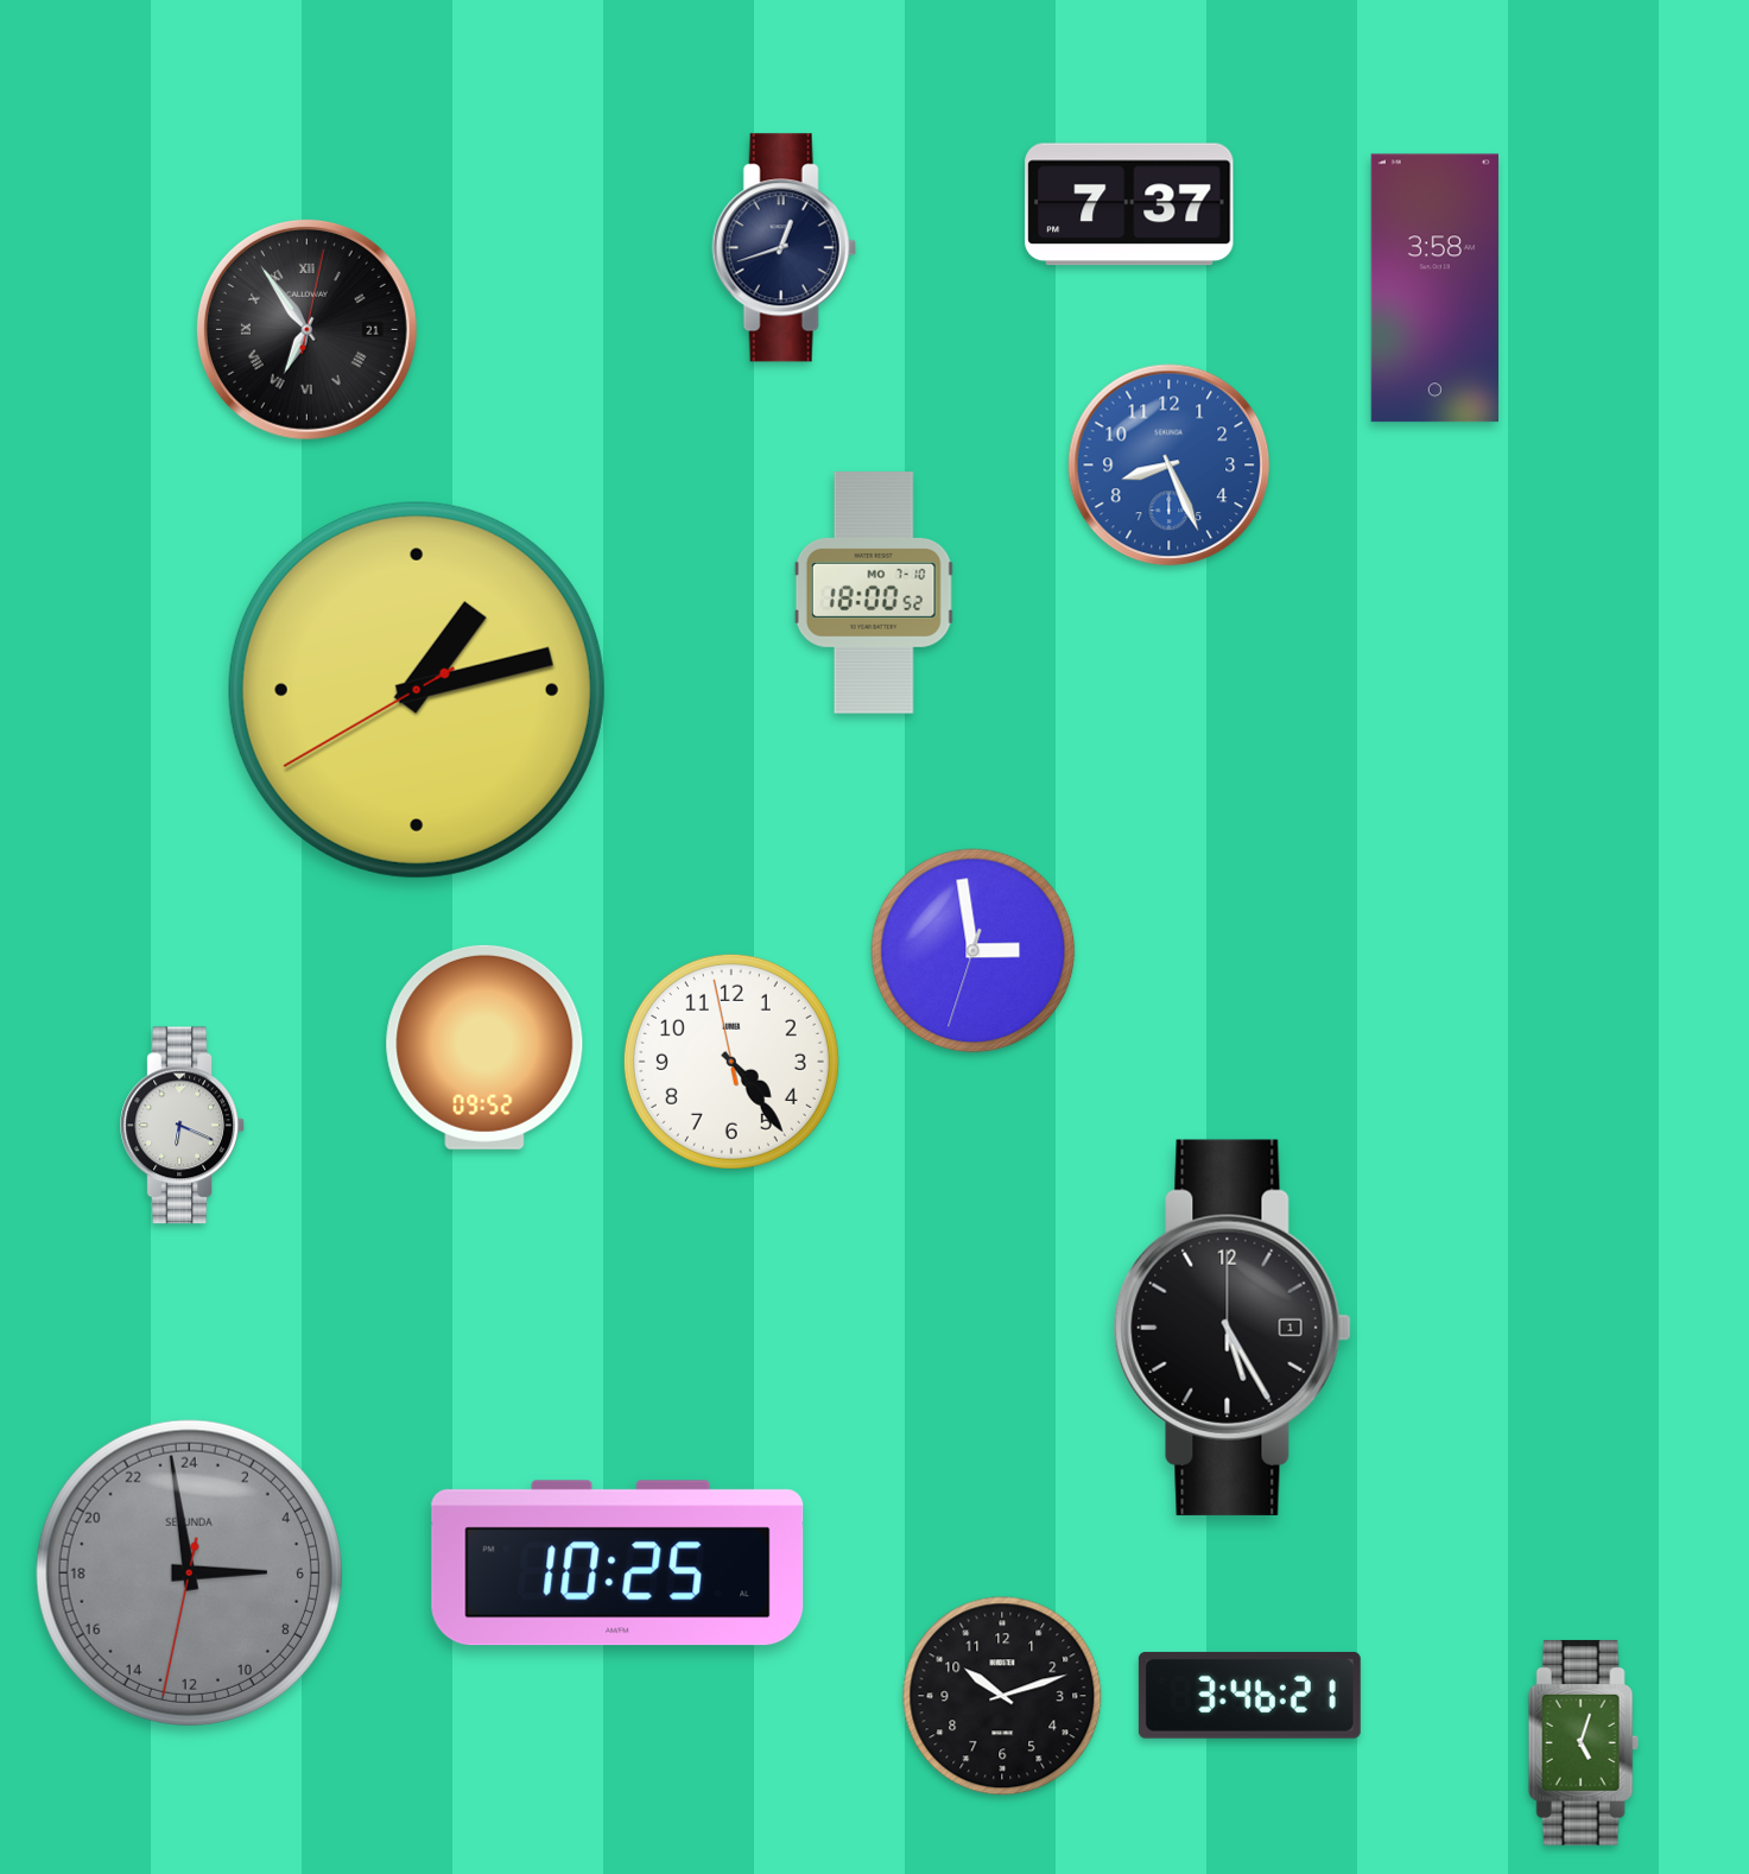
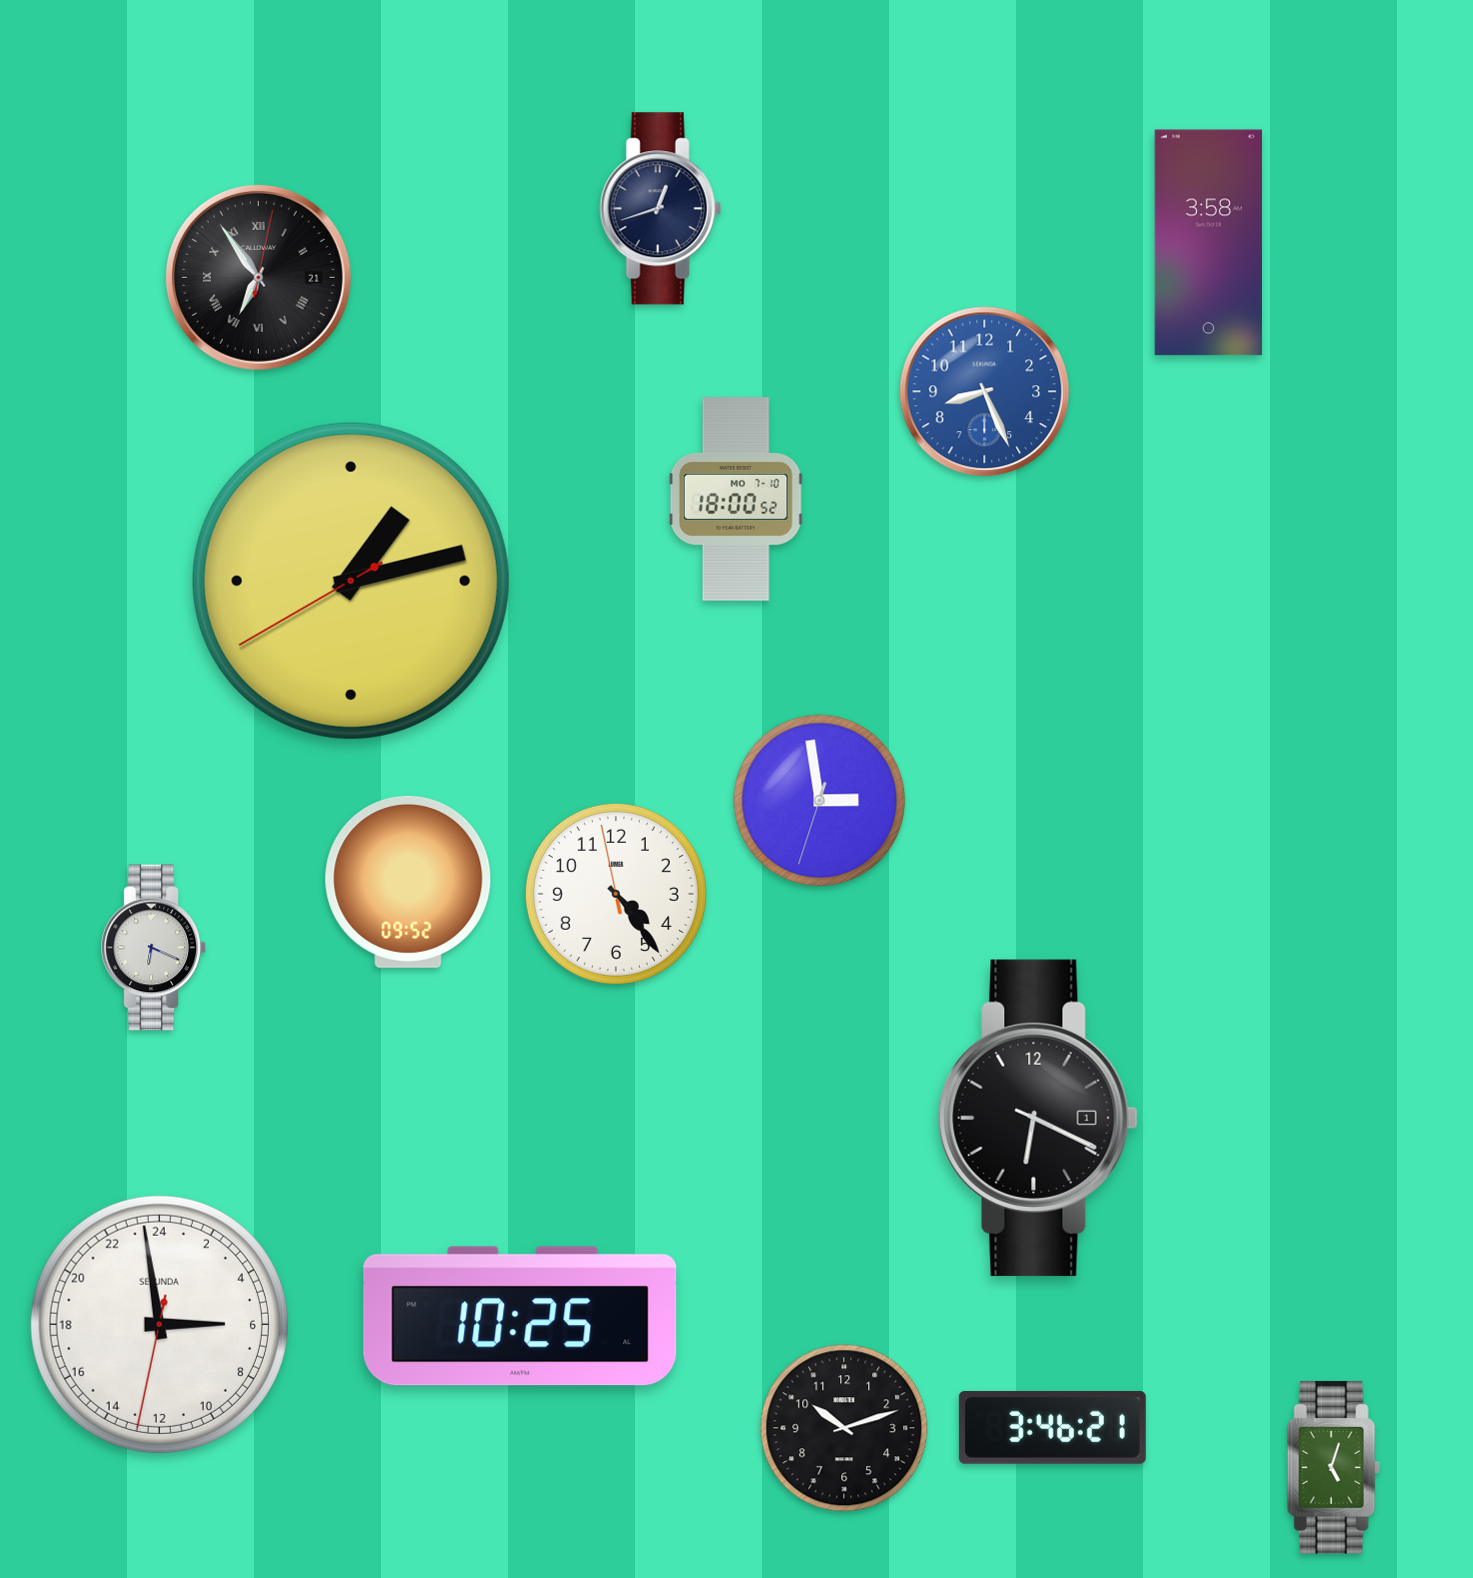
clock at (1129, 204): 7:37 -> none
clock at (1232, 1328): 5:25 -> 6:19
clock at (189, 1572) dial: grey -> white
